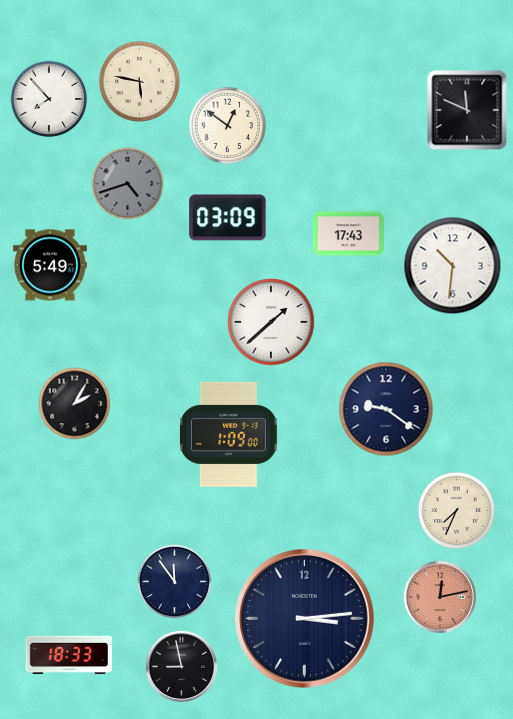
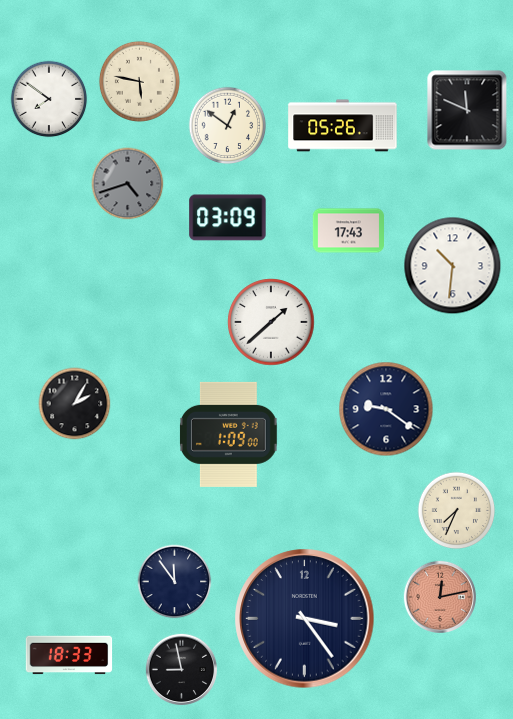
clock at (49, 99): 7:53 -> 7:51
clock at (343, 126): none -> 05:26
clock at (348, 234) position: (348, 234) -> (348, 231)
clock at (51, 265): 5:49 -> none
clock at (305, 619): 3:14 -> 3:24
clock at (181, 666) position: (181, 666) -> (181, 669)
